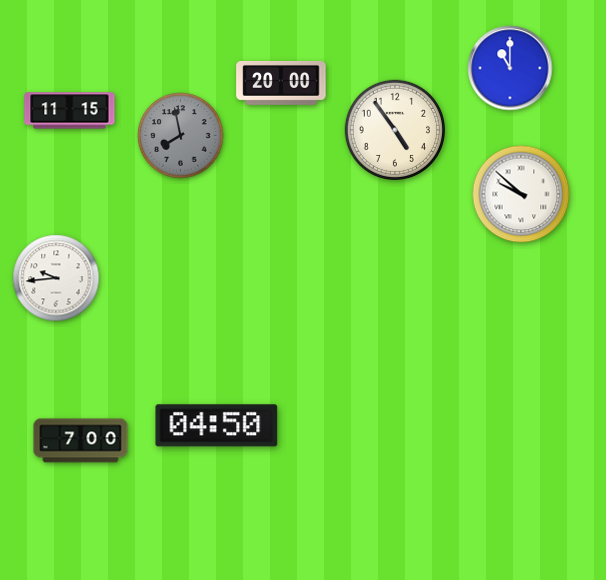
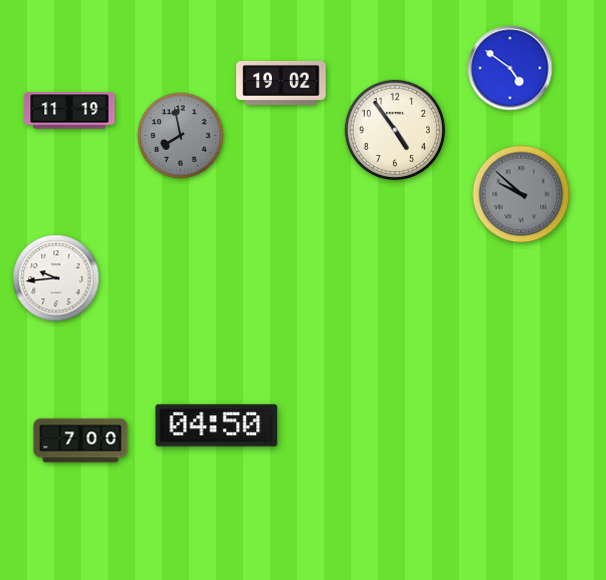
clock at (510, 68): 11:00 -> 4:51
clock at (281, 83): 20:00 -> 19:02
clock at (70, 111): 11:15 -> 11:19
clock at (521, 194) dial: white -> grey
